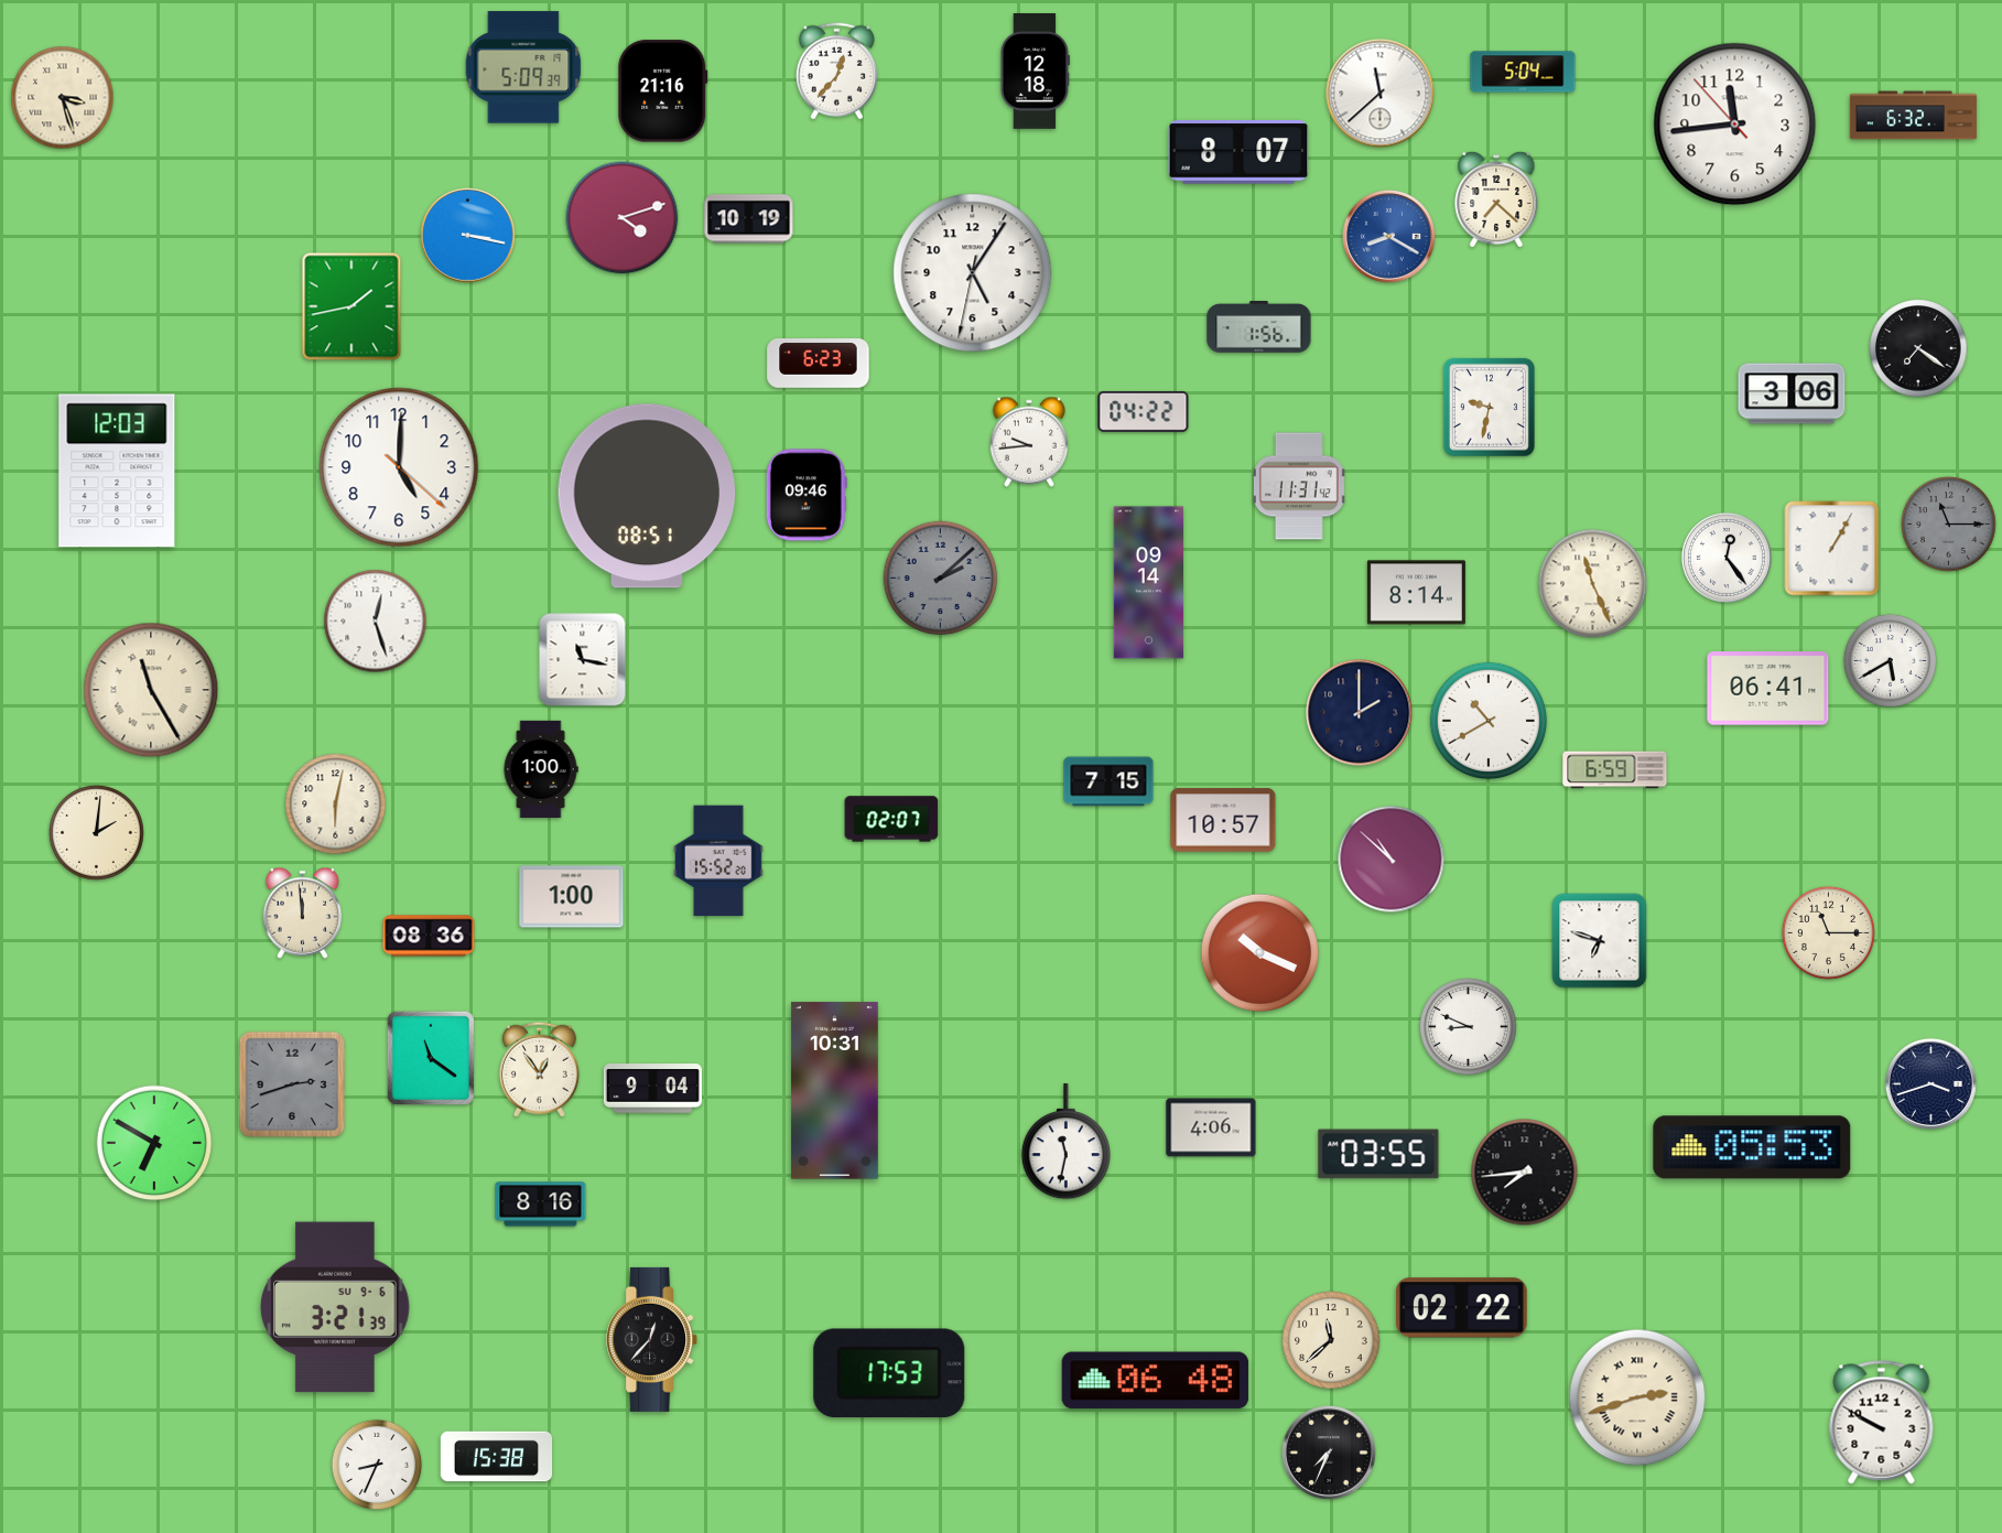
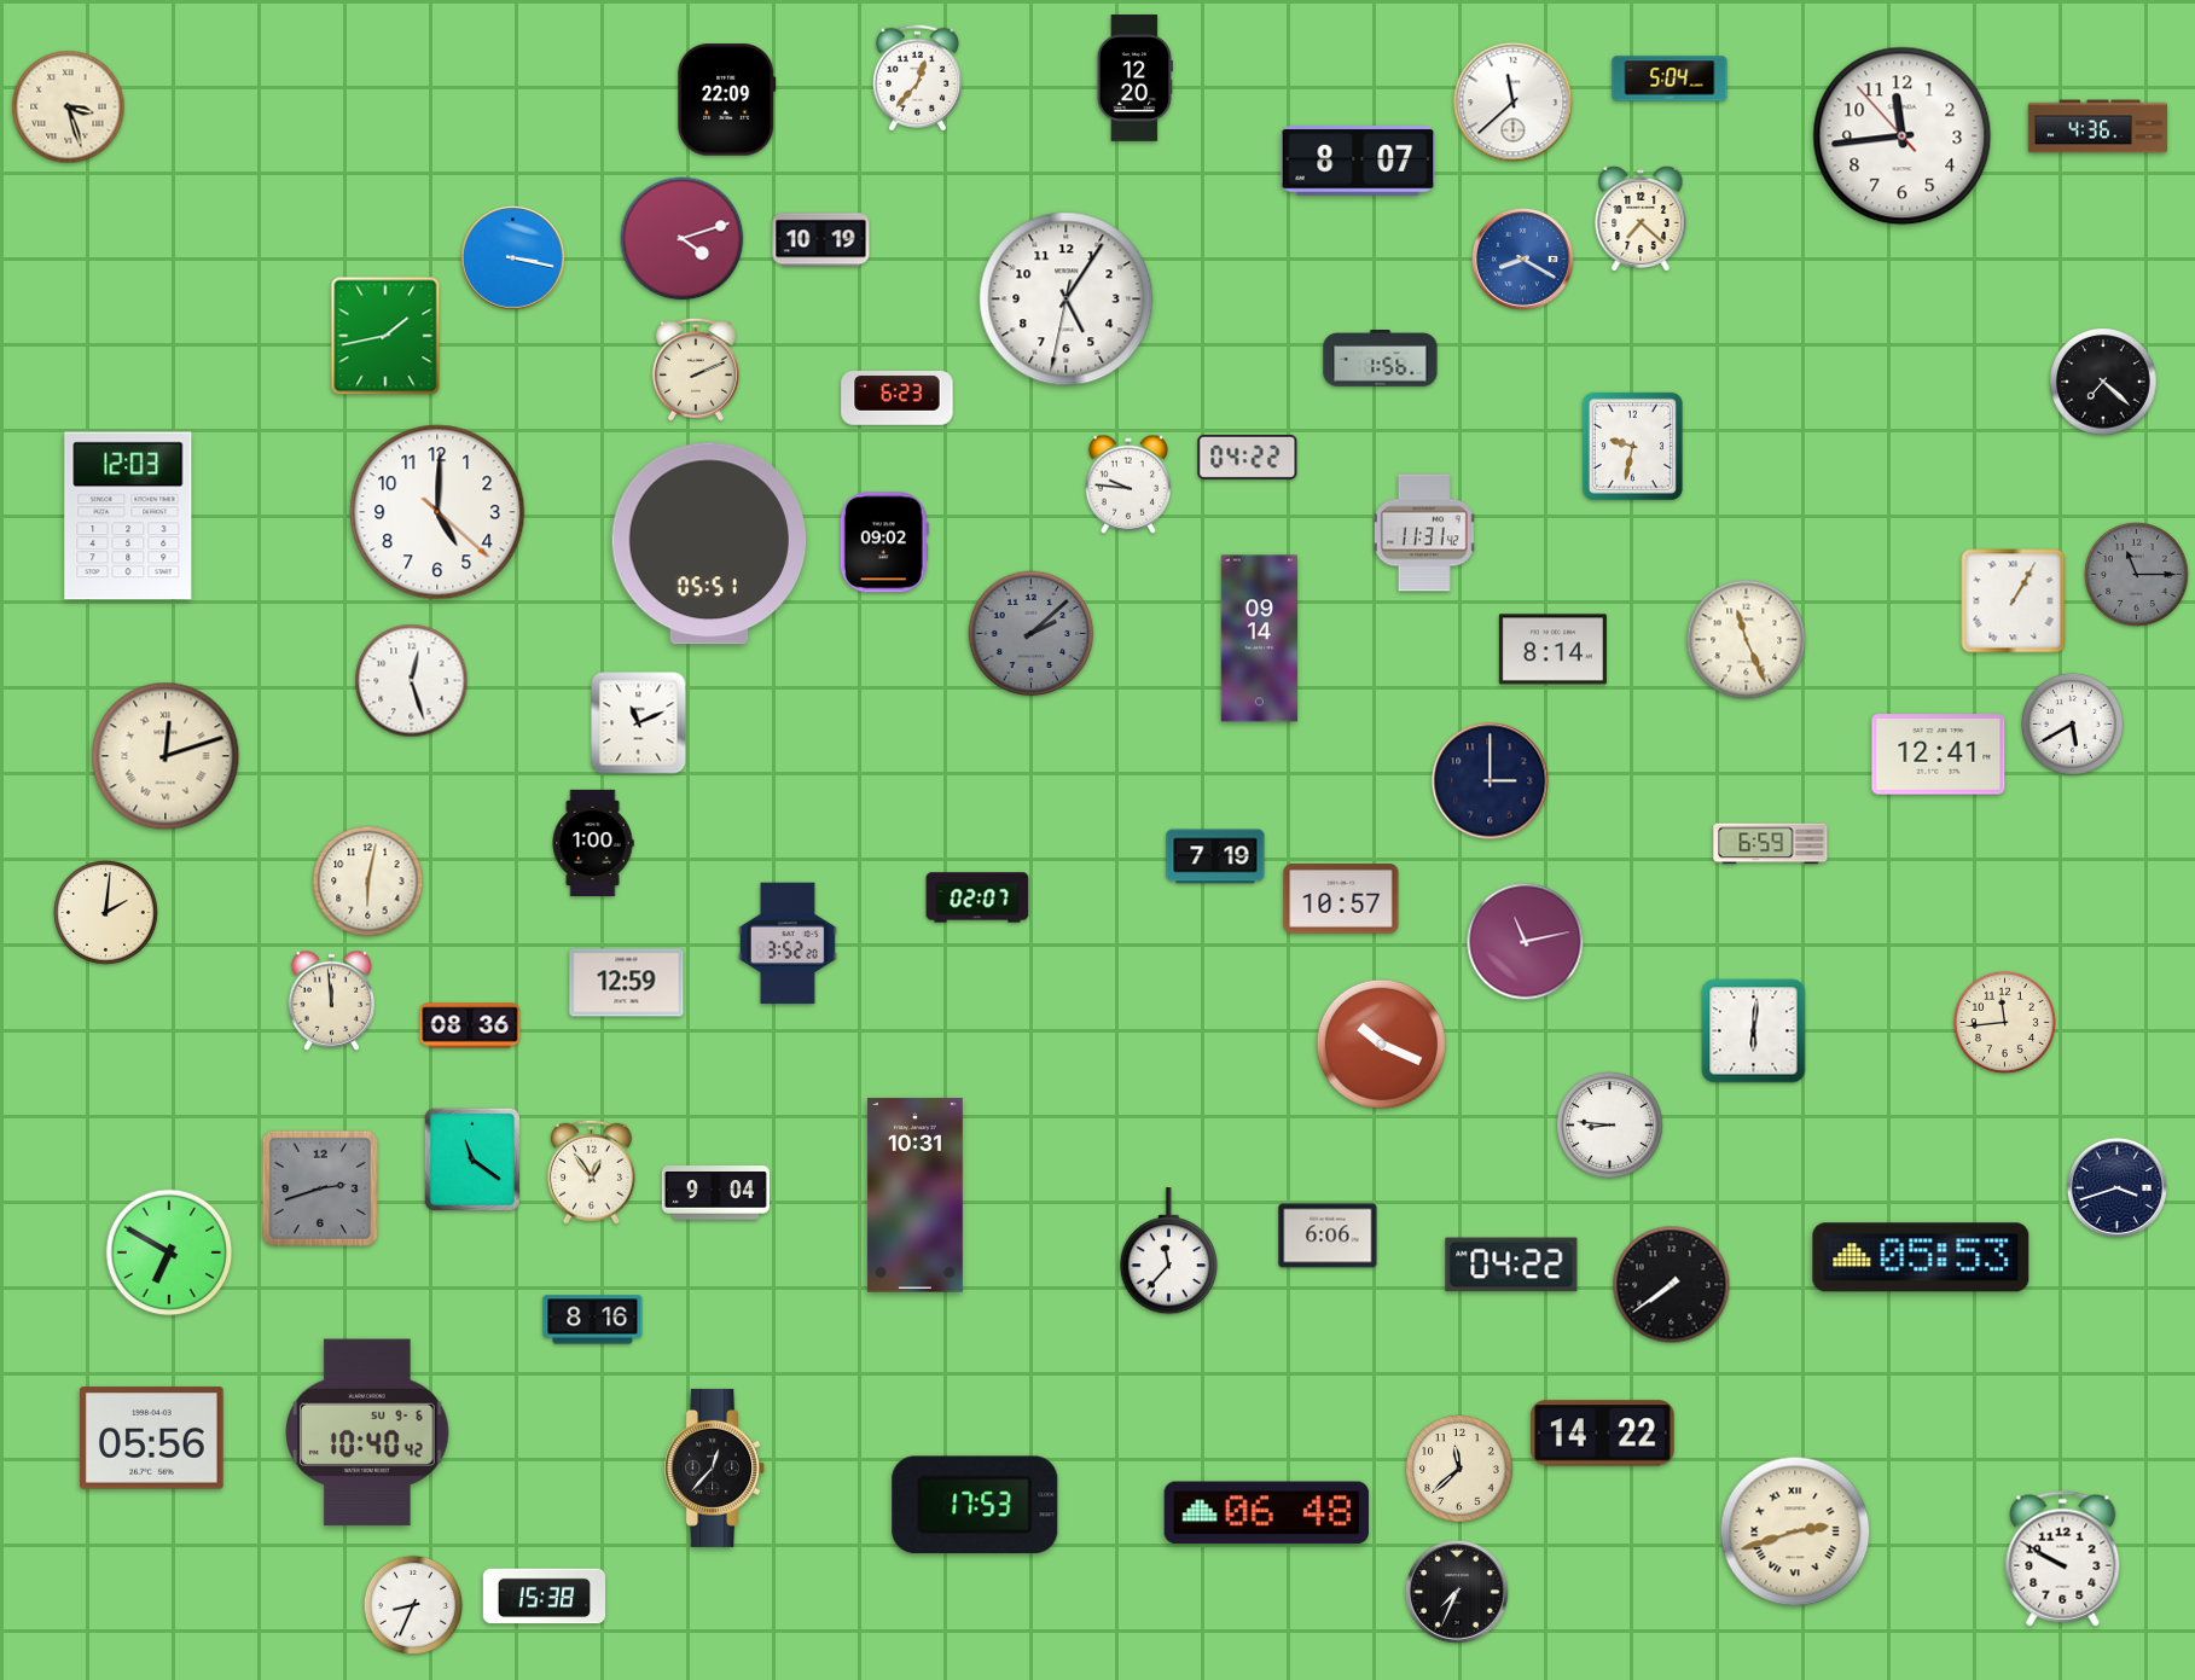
clock at (523, 67): 5:09 -> none
clock at (1035, 72): 12:18 -> 12:20
clock at (663, 91): 21:16 -> 22:09
clock at (1914, 116): 6:32 -> 4:36
clock at (1238, 152) position: (1238, 152) -> (1358, 161)
clock at (696, 370): none -> 2:11
clock at (1918, 348): 7:21 -> 7:22
clock at (1792, 393): 3:06 -> none
clock at (1144, 411) position: (1144, 411) -> (1248, 457)
clock at (1028, 442): 9:44 -> 9:46
clock at (807, 495): 09:46 -> 09:02
clock at (647, 496): 08:51 -> 05:51
clock at (1832, 549) position: (1832, 549) -> (2014, 601)
clock at (1727, 558): 12:24 -> none
clock at (583, 660): 11:17 -> 11:11
clock at (1768, 689): 06:41 -> 12:41
clock at (151, 690): 11:25 -> 12:12
clock at (1360, 713): 2:00 -> 3:00
clock at (1489, 721): 10:40 -> none
clock at (1108, 781): 7:15 -> 7:19
clock at (1392, 860): 10:52 -> 11:13
clock at (718, 861): 15:52 -> 3:52
clock at (572, 897): 1:00 -> 12:59
clock at (1828, 932): 11:15 -> 11:44
clock at (1600, 941): 6:48 -> 6:01
clock at (1469, 1027): 8:49 -> 8:46
clock at (1211, 1127): 4:06 -> 6:06
clock at (1065, 1142): 11:32 -> 11:37
clock at (1378, 1154): 03:55 -> 04:22
clock at (1525, 1173): 7:44 -> 7:39
clock at (335, 1307): 3:21 -> 10:40
clock at (1461, 1308): 02:22 -> 14:22
clock at (152, 1438): none -> 05:56
